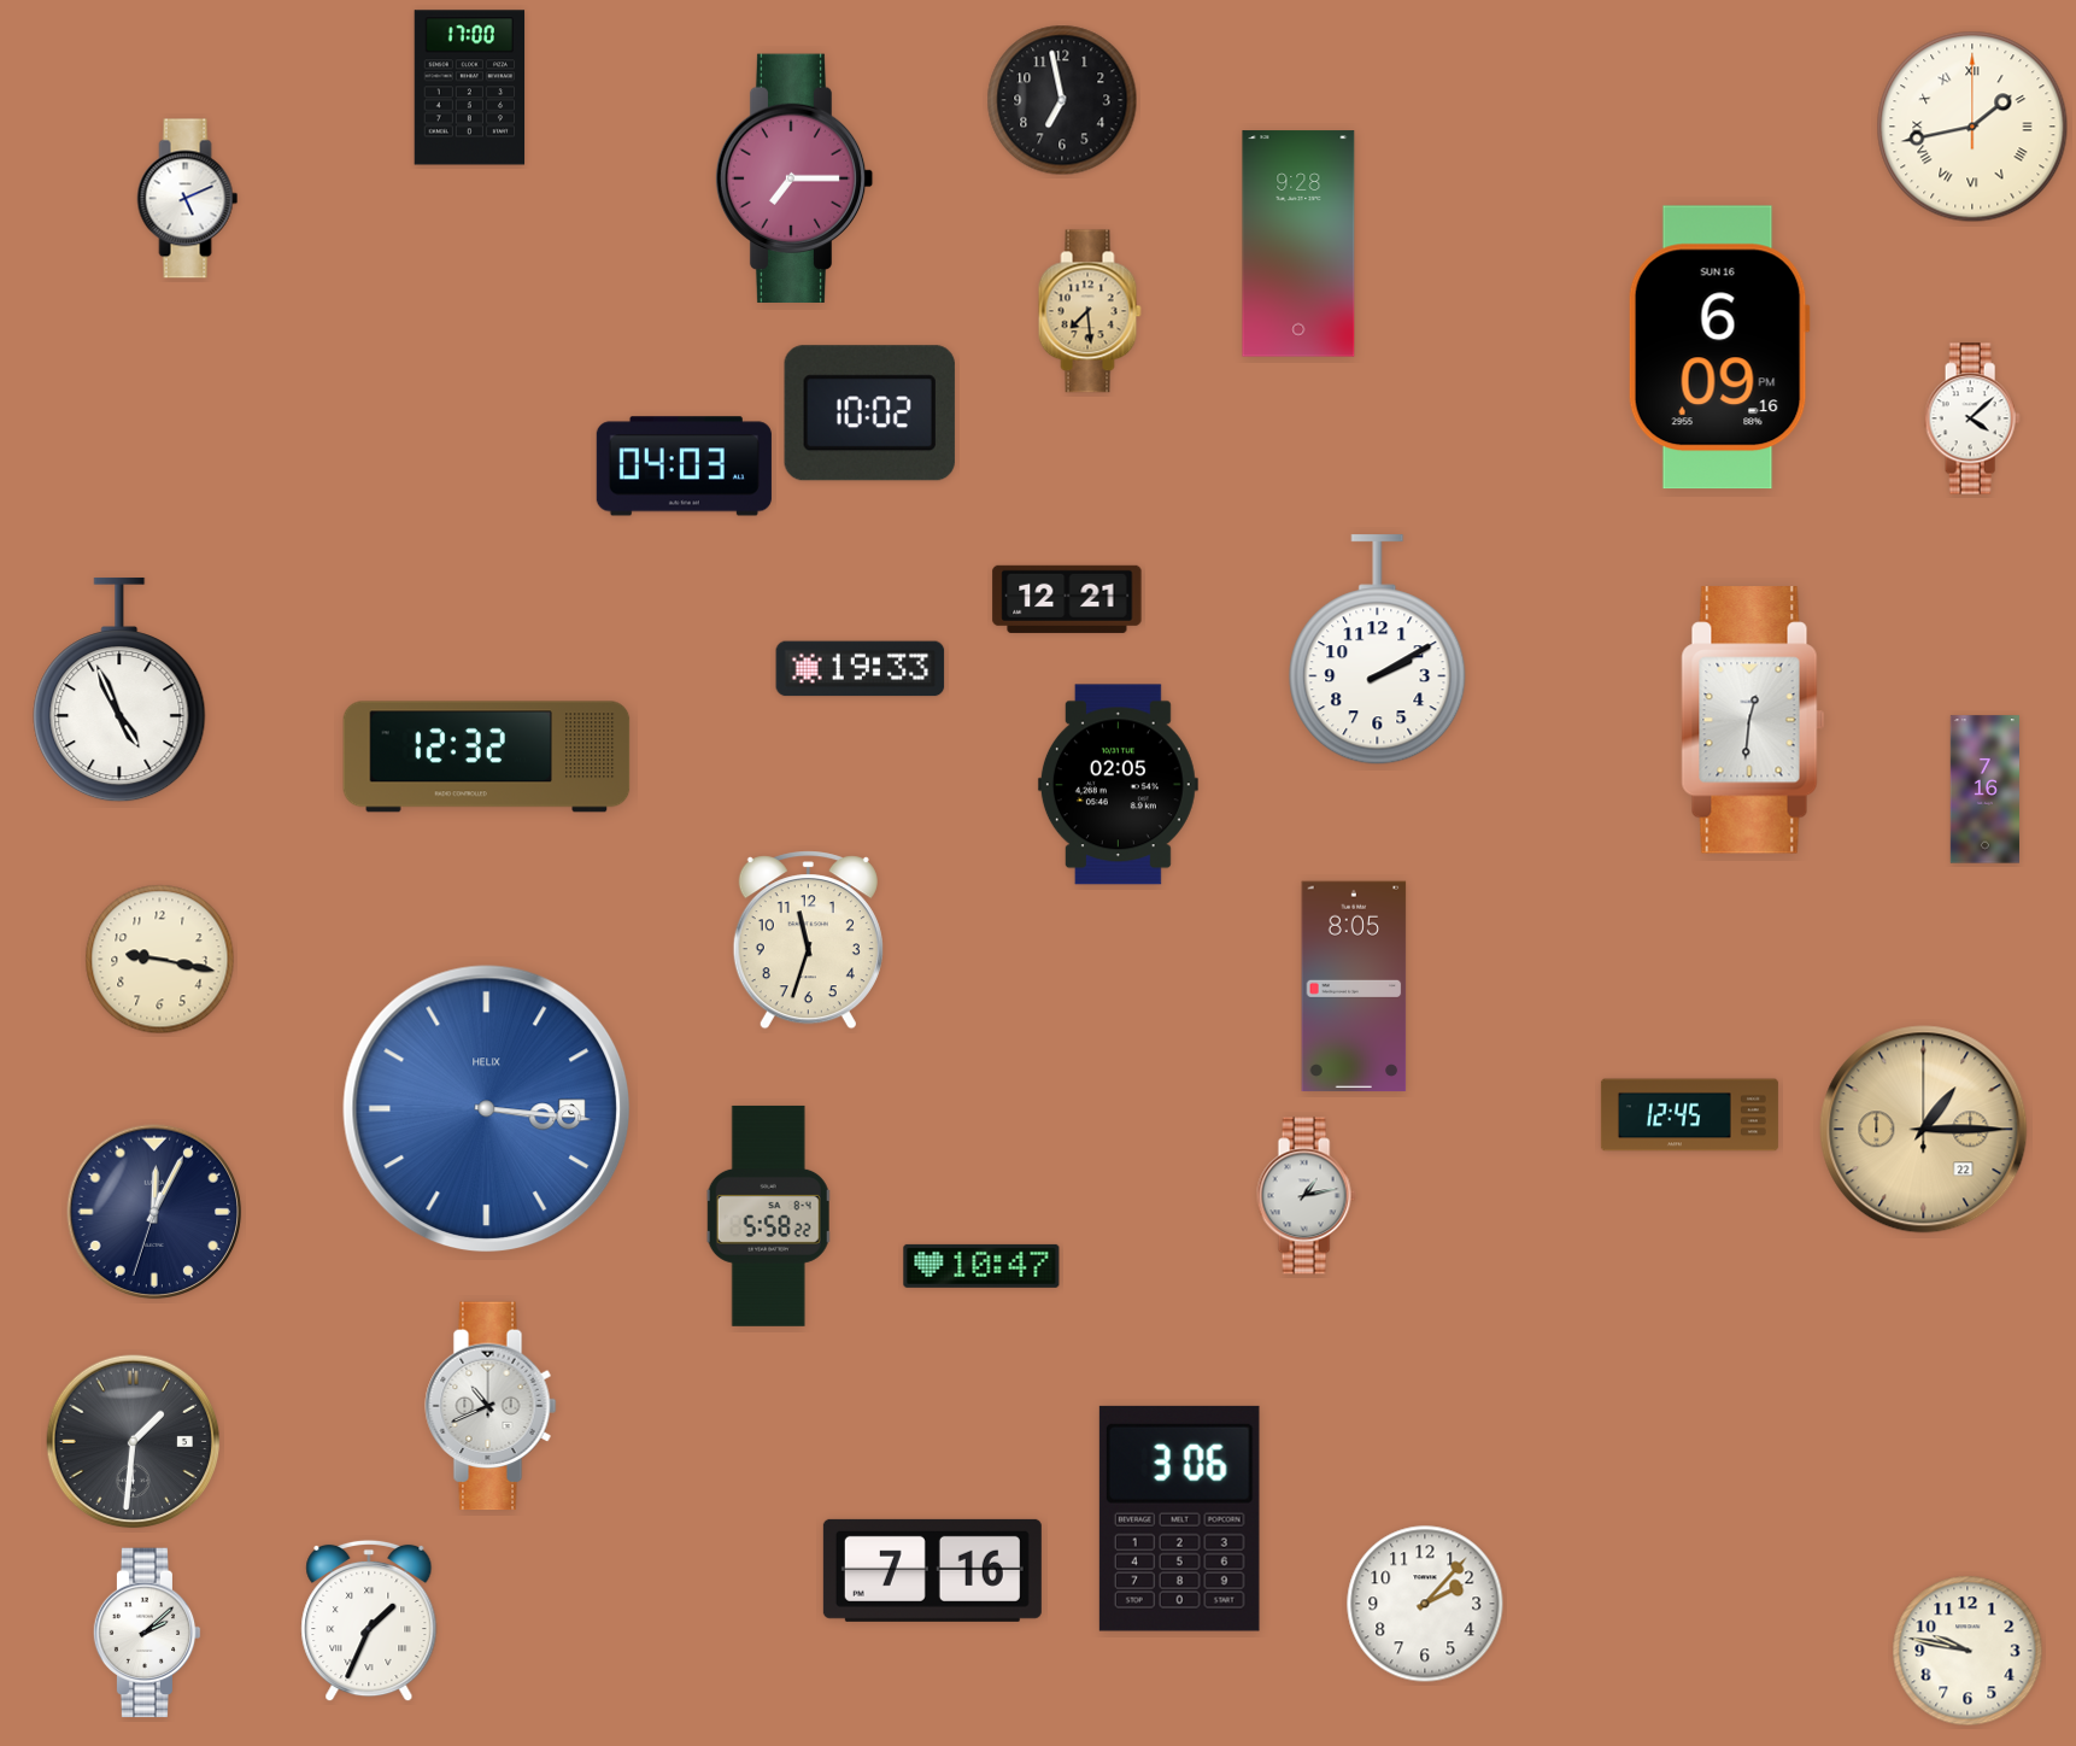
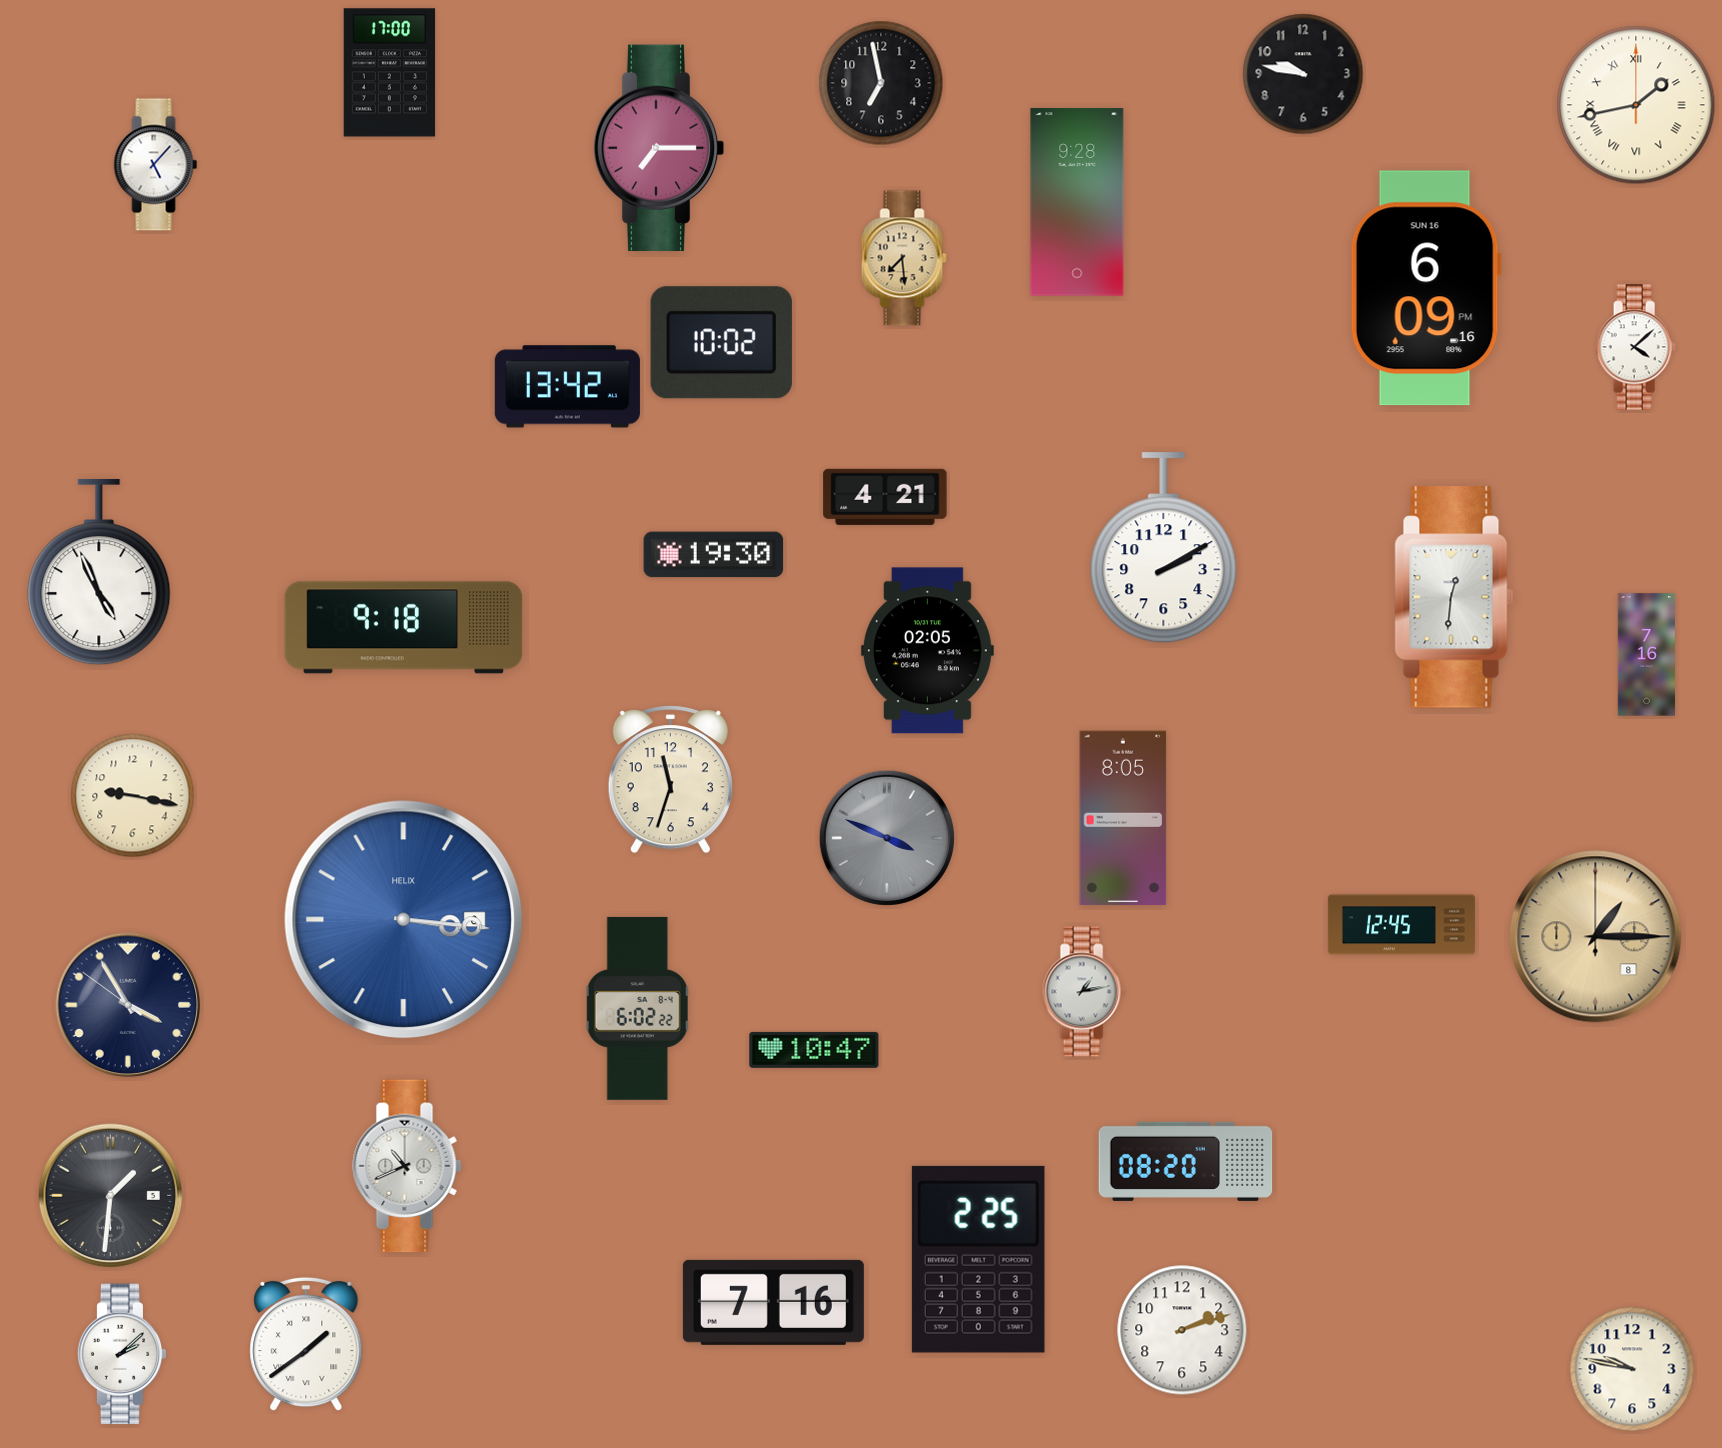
clock at (1303, 74): none -> 9:47
clock at (188, 199): 5:11 -> 5:07
clock at (684, 467): 04:03 -> 13:42
clock at (1067, 599): 12:21 -> 4:21
clock at (1378, 650) position: (1378, 650) -> (1164, 548)
clock at (861, 669): 19:33 -> 19:30
clock at (487, 757): 12:32 -> 9:18
clock at (887, 838): none -> 3:49
clock at (1924, 1130) date: 22 -> 8
clock at (154, 1212): 12:04 -> 3:54
clock at (769, 1215): 5:58 -> 6:02
clock at (1186, 1161): none -> 08:20
clock at (1179, 1518): 3:06 -> 2:25
clock at (1425, 1604): 2:07 -> 2:12
clock at (369, 1621): 1:34 -> 1:39
